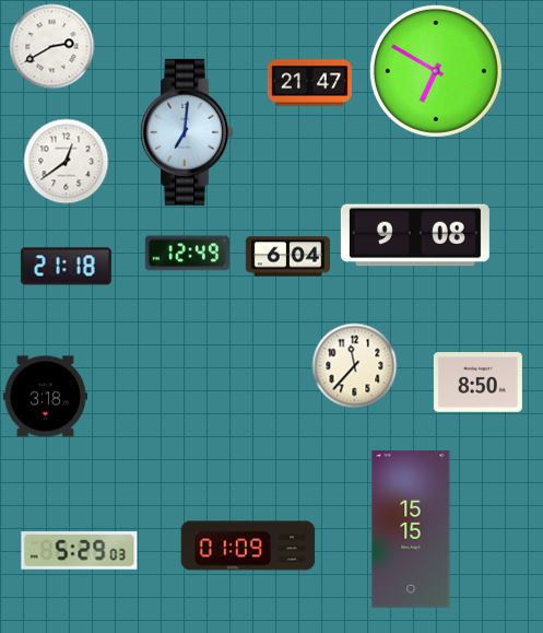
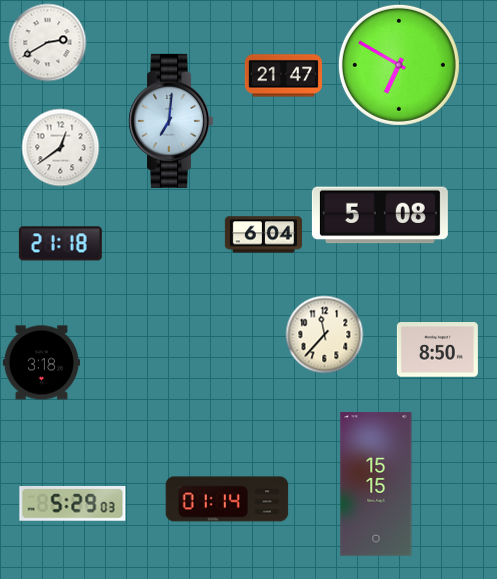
clock at (415, 235): 9:08 -> 5:08
clock at (187, 254): 12:49 -> none
clock at (248, 546): 01:09 -> 01:14
